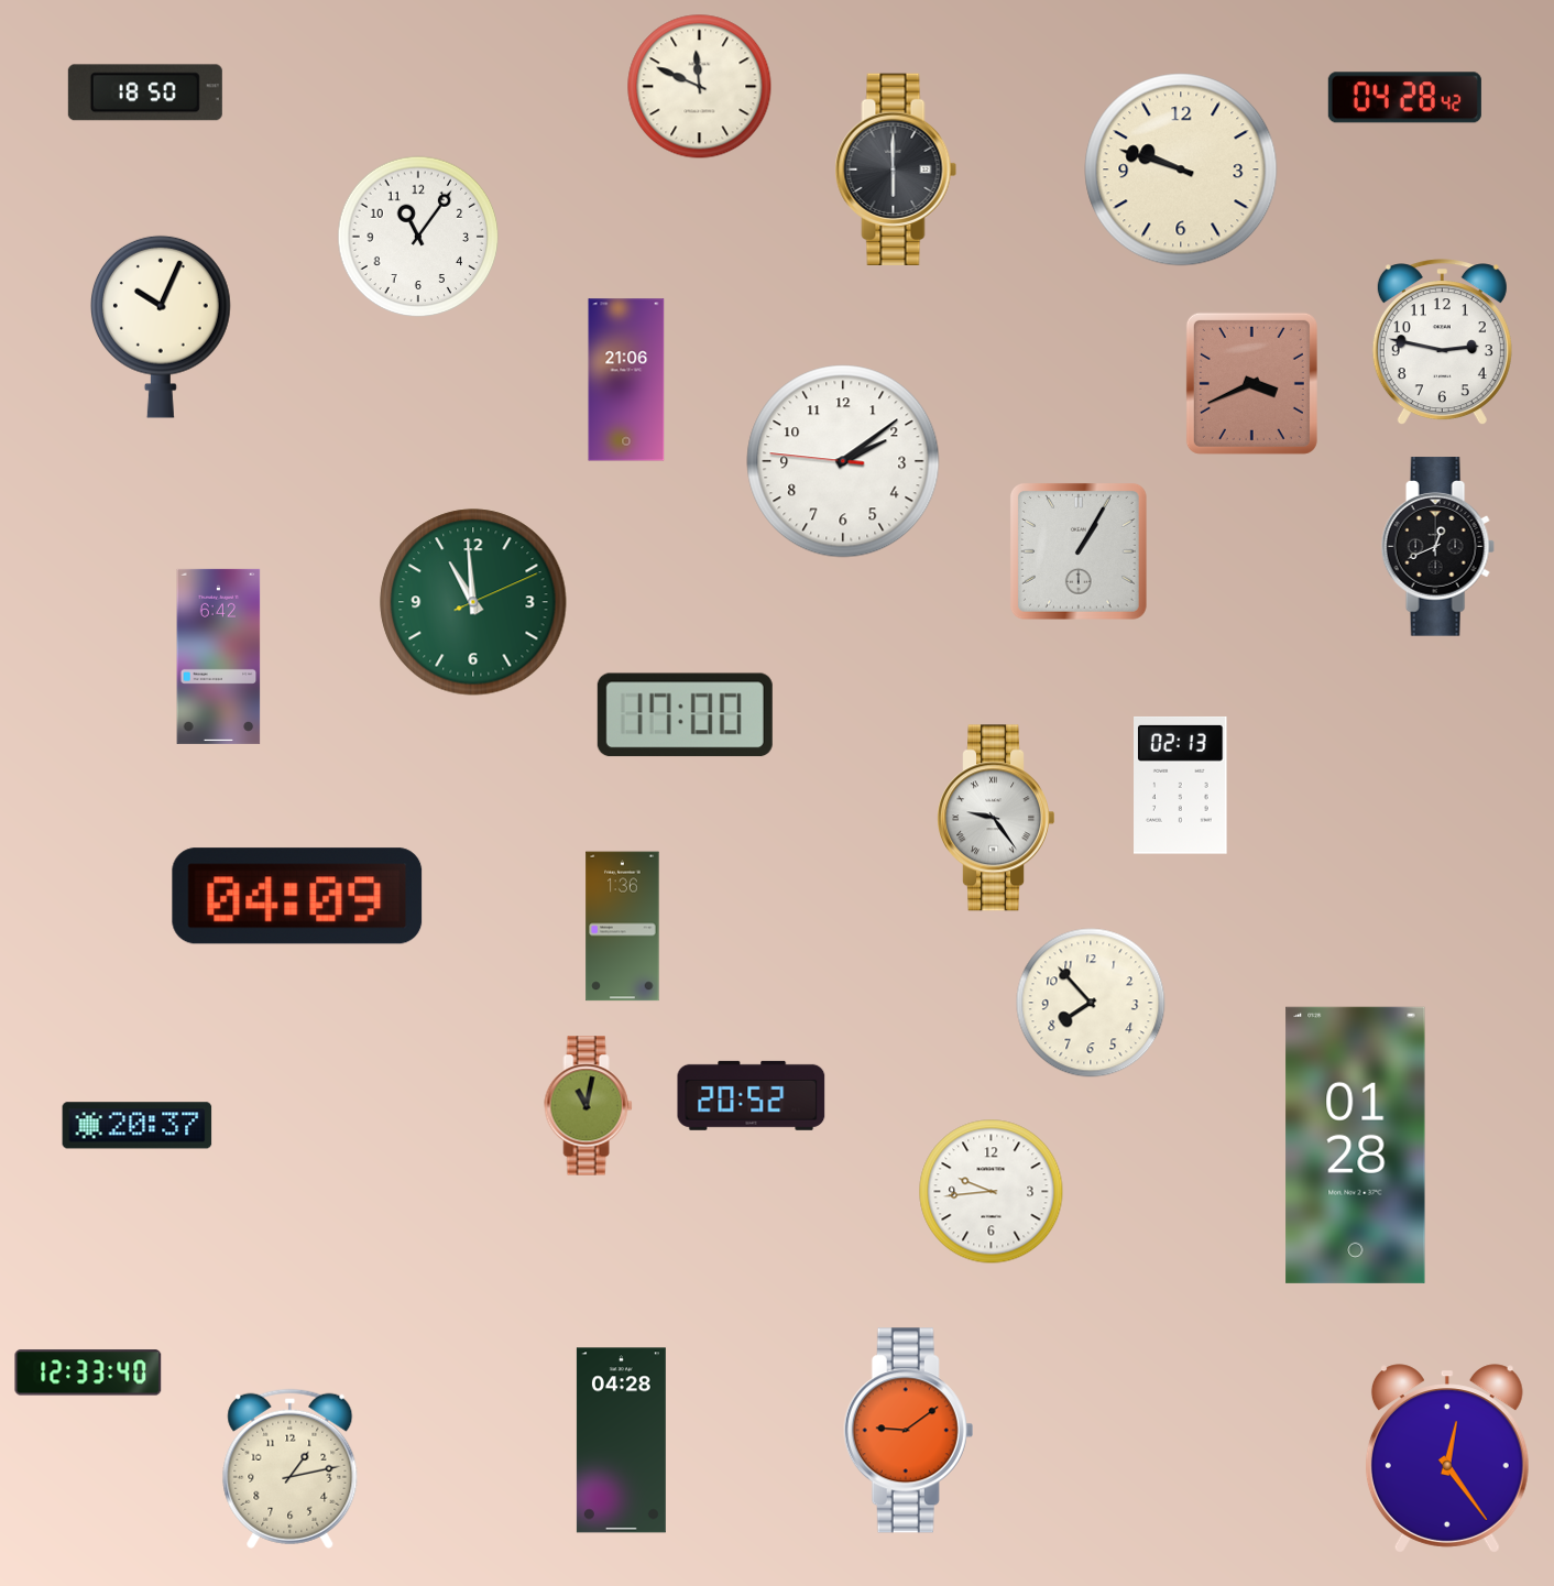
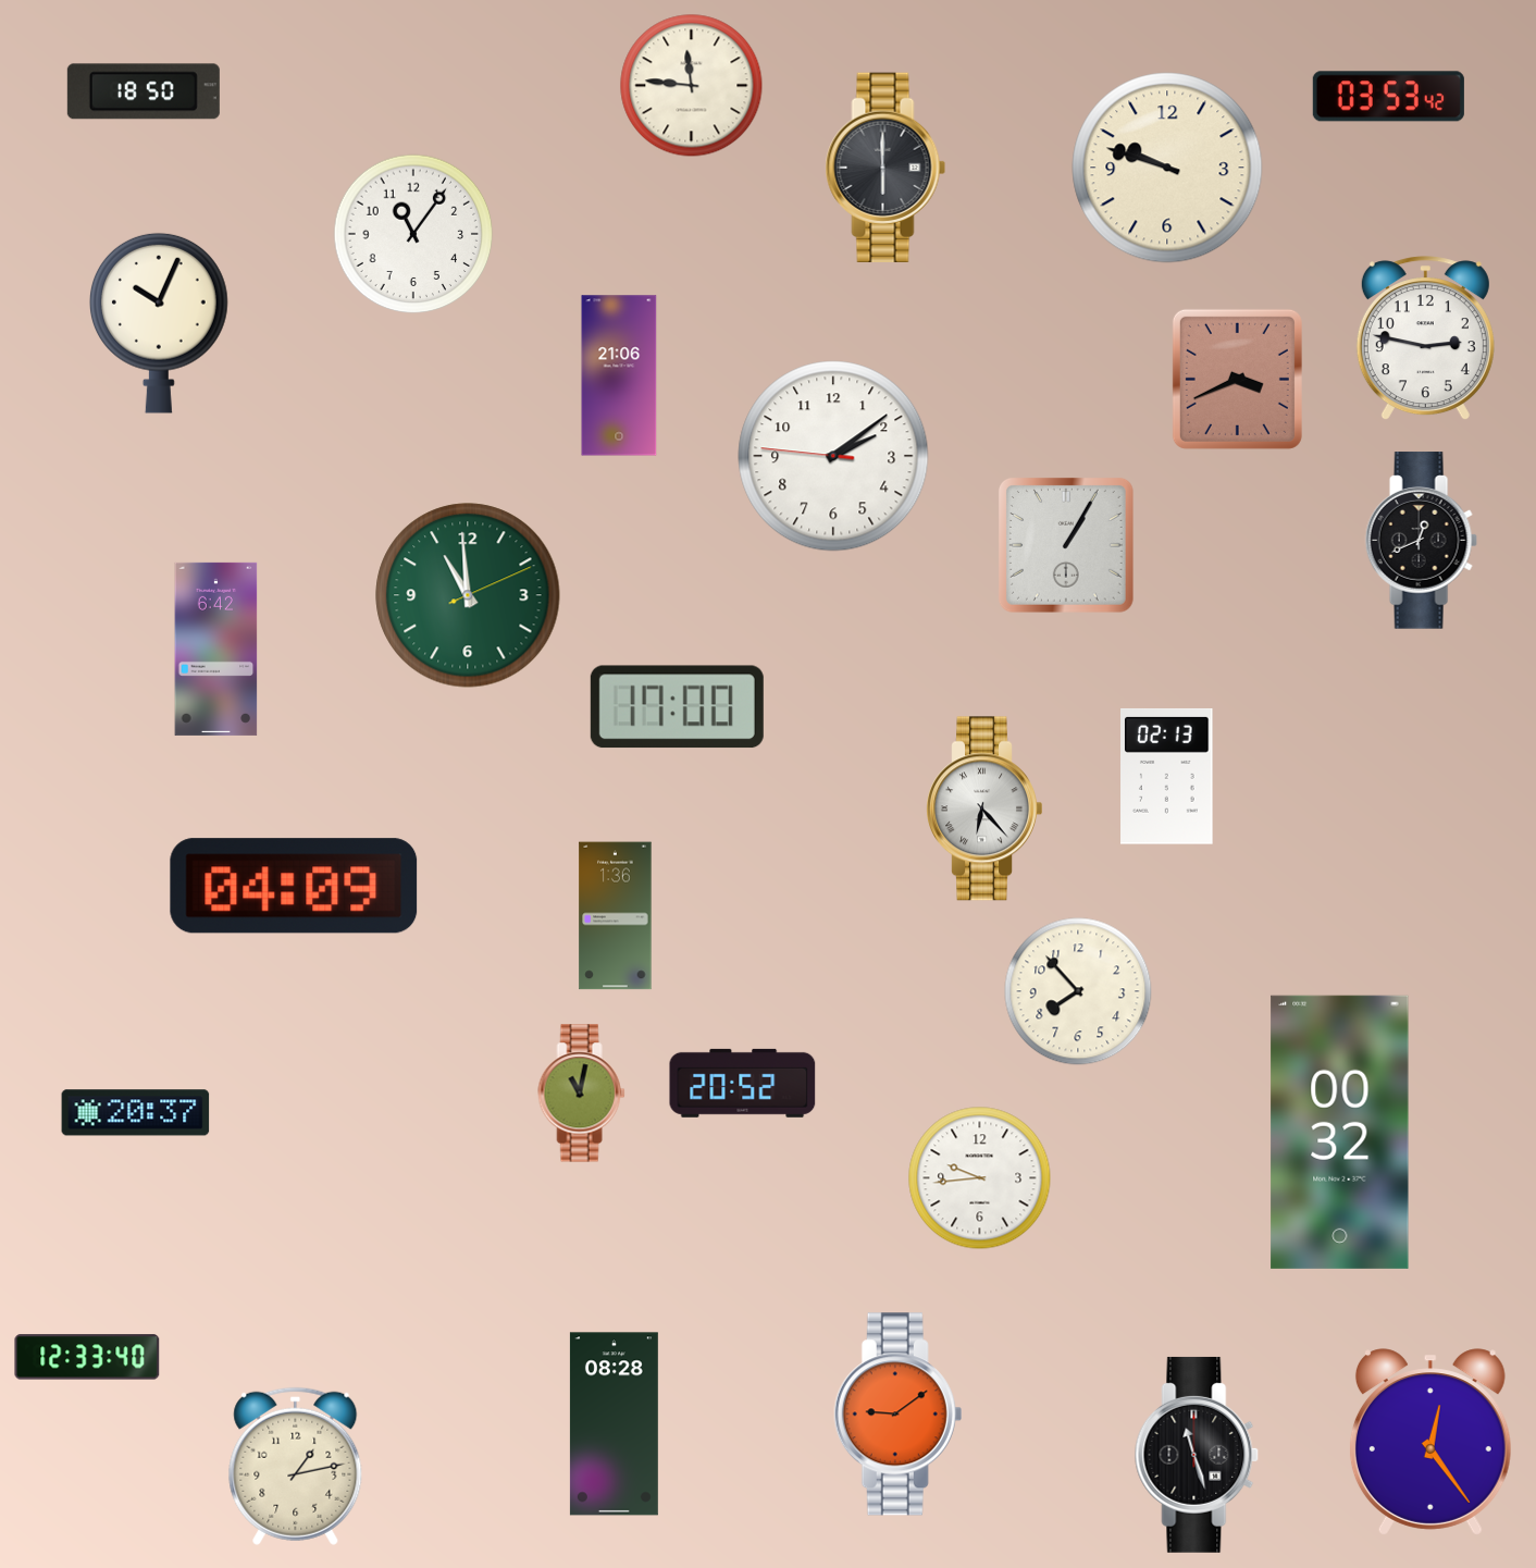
clock at (700, 87): 11:49 -> 11:46
clock at (1404, 98): 04:28 -> 03:53
clock at (995, 818): 9:24 -> 6:23
clock at (1356, 1145): 01:28 -> 00:32
clock at (621, 1441): 04:28 -> 08:28
clock at (291, 1468) position: (291, 1468) -> (296, 1466)
clock at (1197, 1455): none -> 11:27
